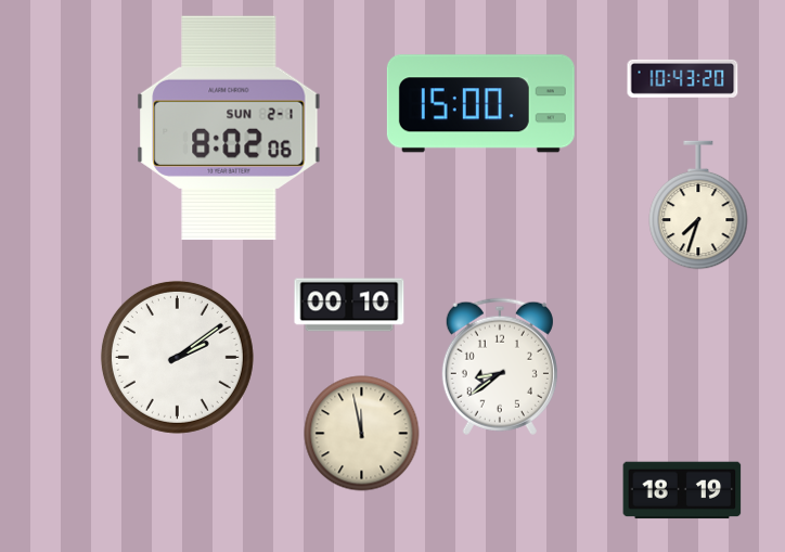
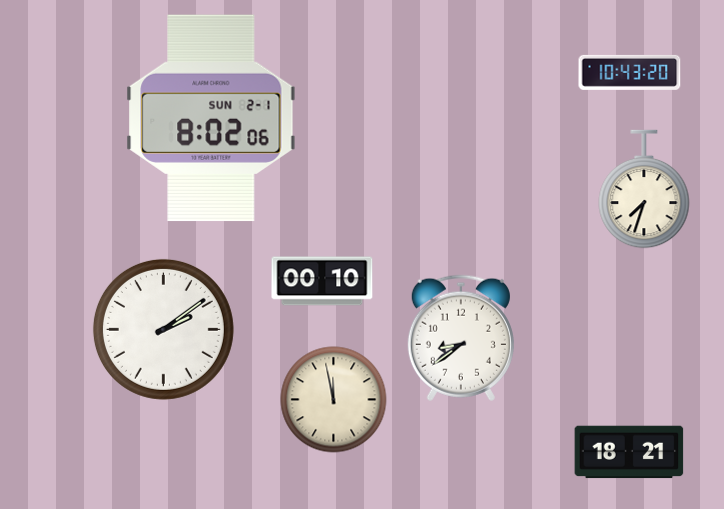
clock at (480, 104): 15:00 -> none
clock at (682, 490): 18:19 -> 18:21
